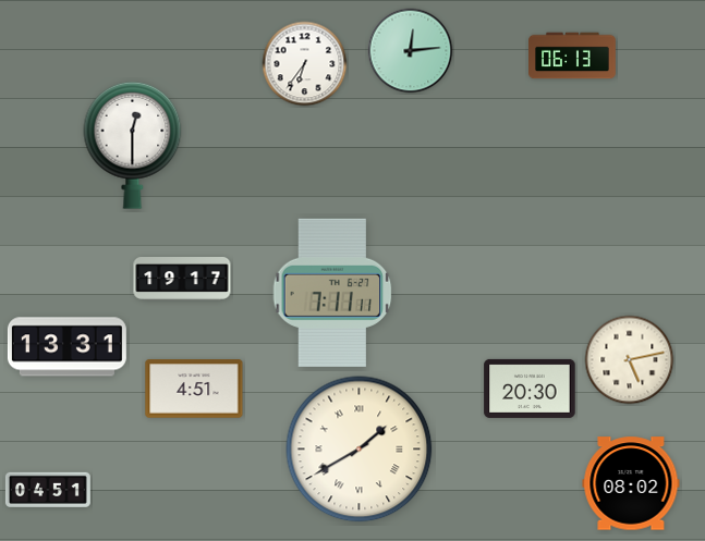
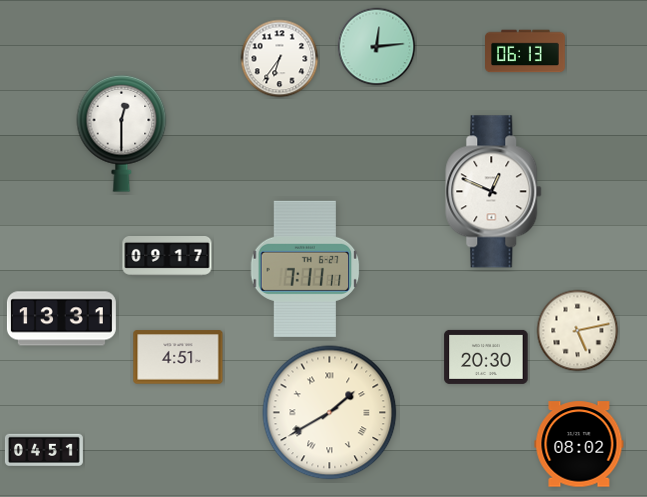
clock at (494, 192): none -> 12:49
clock at (182, 280): 19:17 -> 09:17
